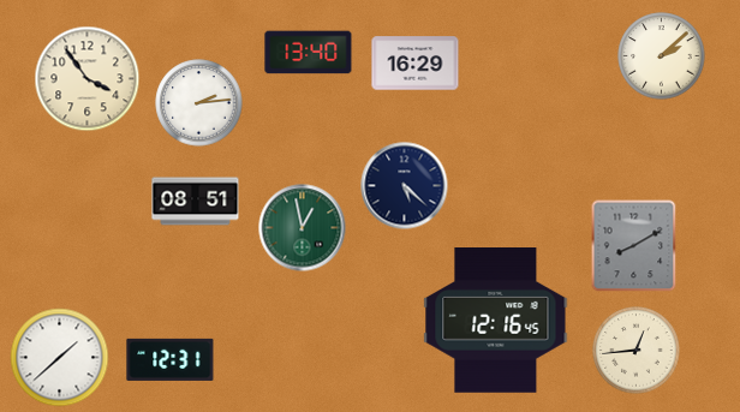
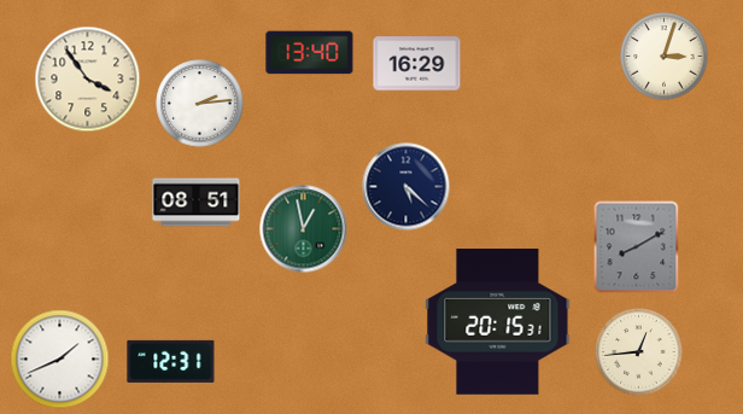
clock at (662, 56): 2:08 -> 3:03
clock at (496, 321): 12:16 -> 20:15
clock at (60, 358): 1:38 -> 1:41
